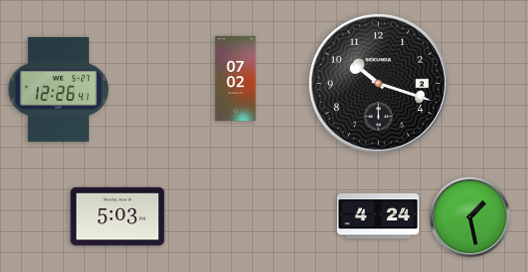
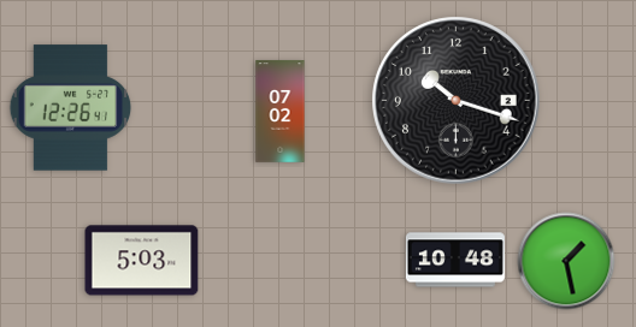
clock at (236, 79) position: (236, 79) -> (281, 112)
clock at (378, 216): 4:24 -> 10:48
